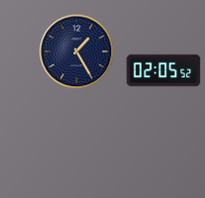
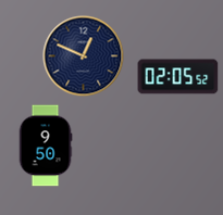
clock at (77, 52): 1:25 -> 12:49
clock at (46, 146): none -> 9:50
